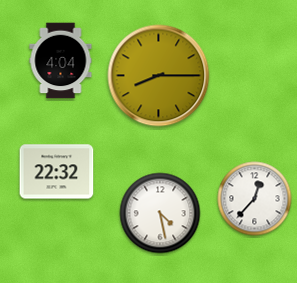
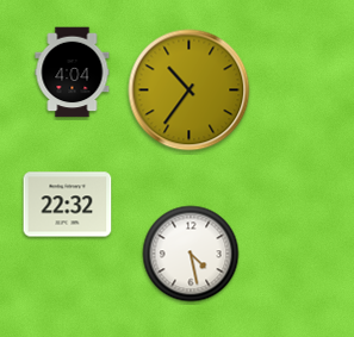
clock at (159, 76): 8:15 -> 10:36
clock at (255, 199): 12:37 -> none
